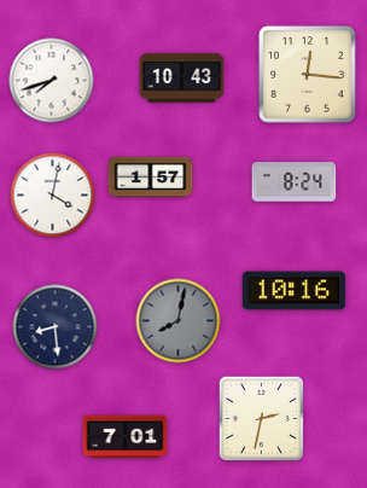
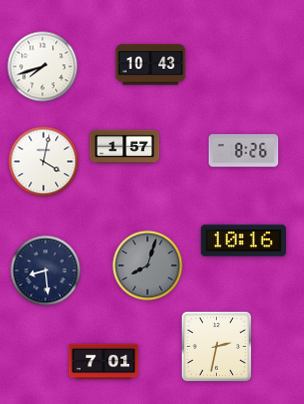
clock at (308, 75): 12:16 -> none
clock at (295, 182): 8:24 -> 8:26
clock at (179, 321): 8:02 -> 8:03
